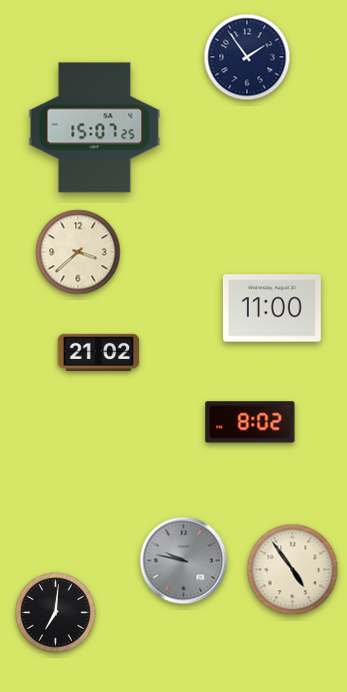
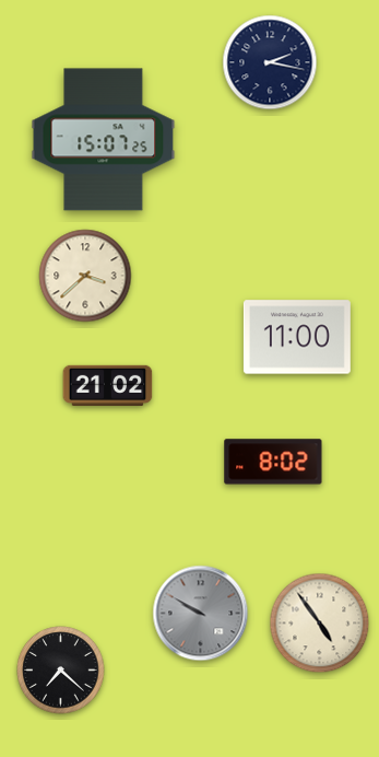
clock at (247, 57): 1:54 -> 2:17
clock at (184, 561): 9:47 -> 9:50
clock at (56, 613): 7:01 -> 7:22
